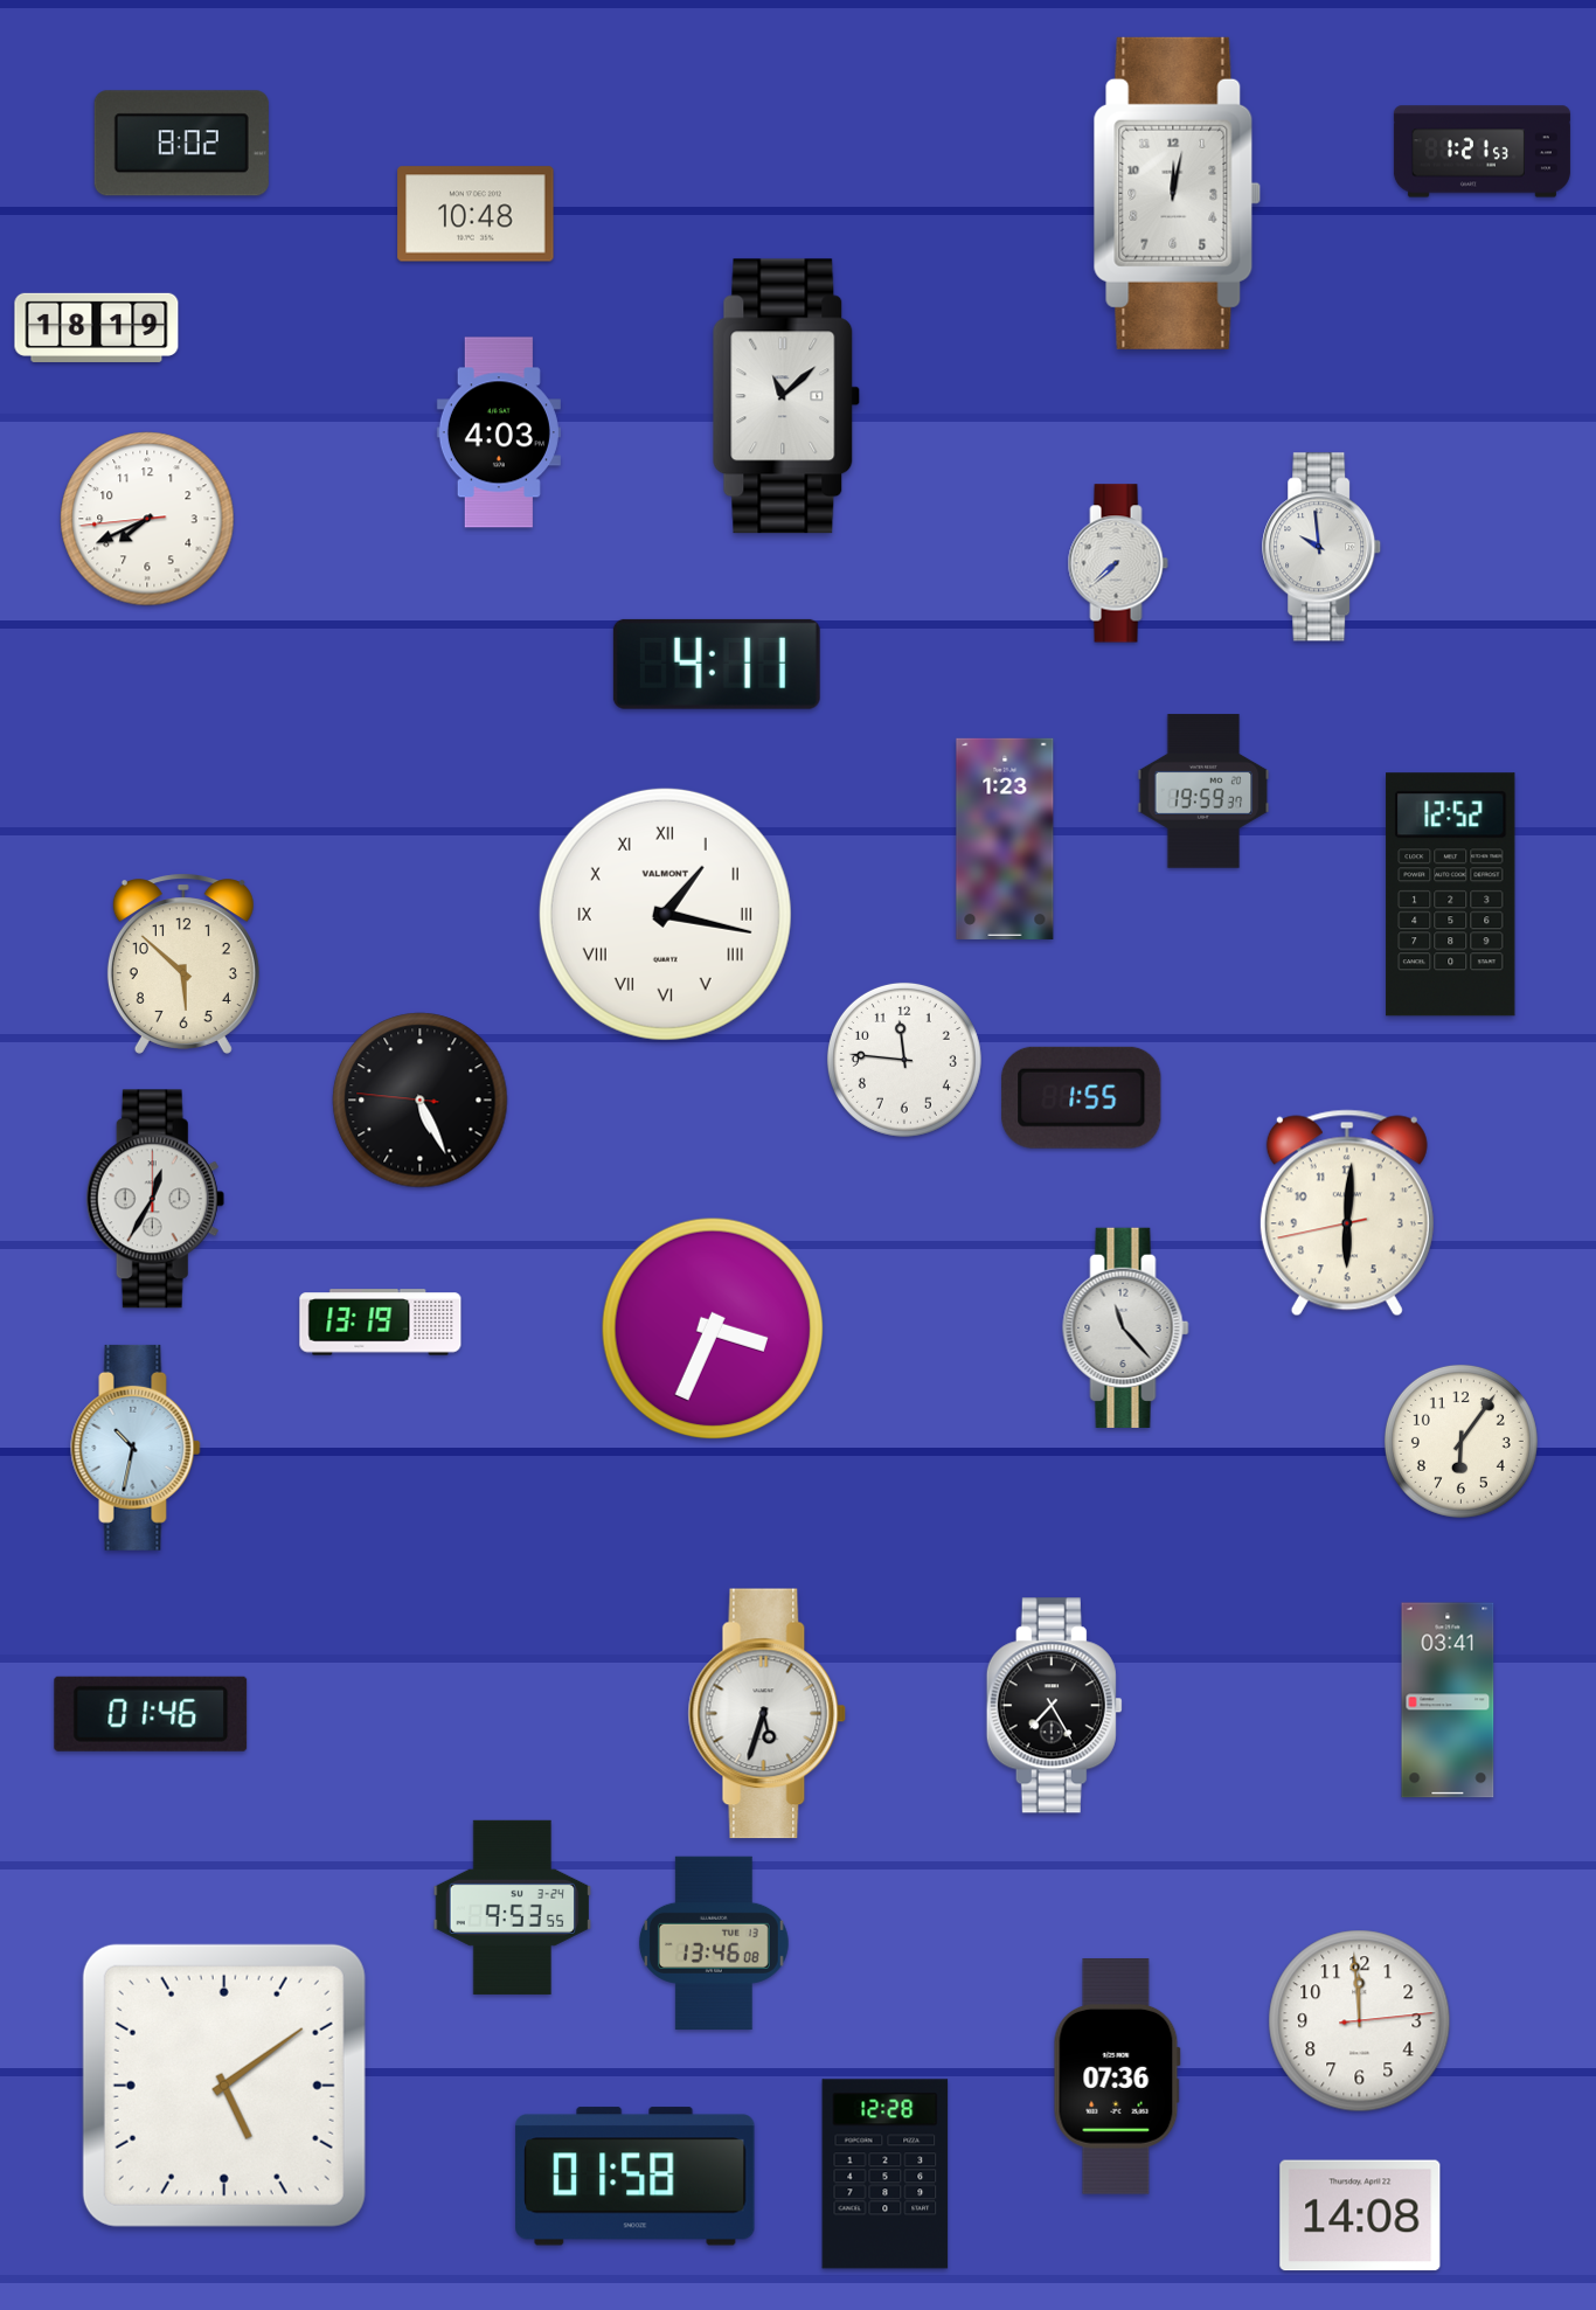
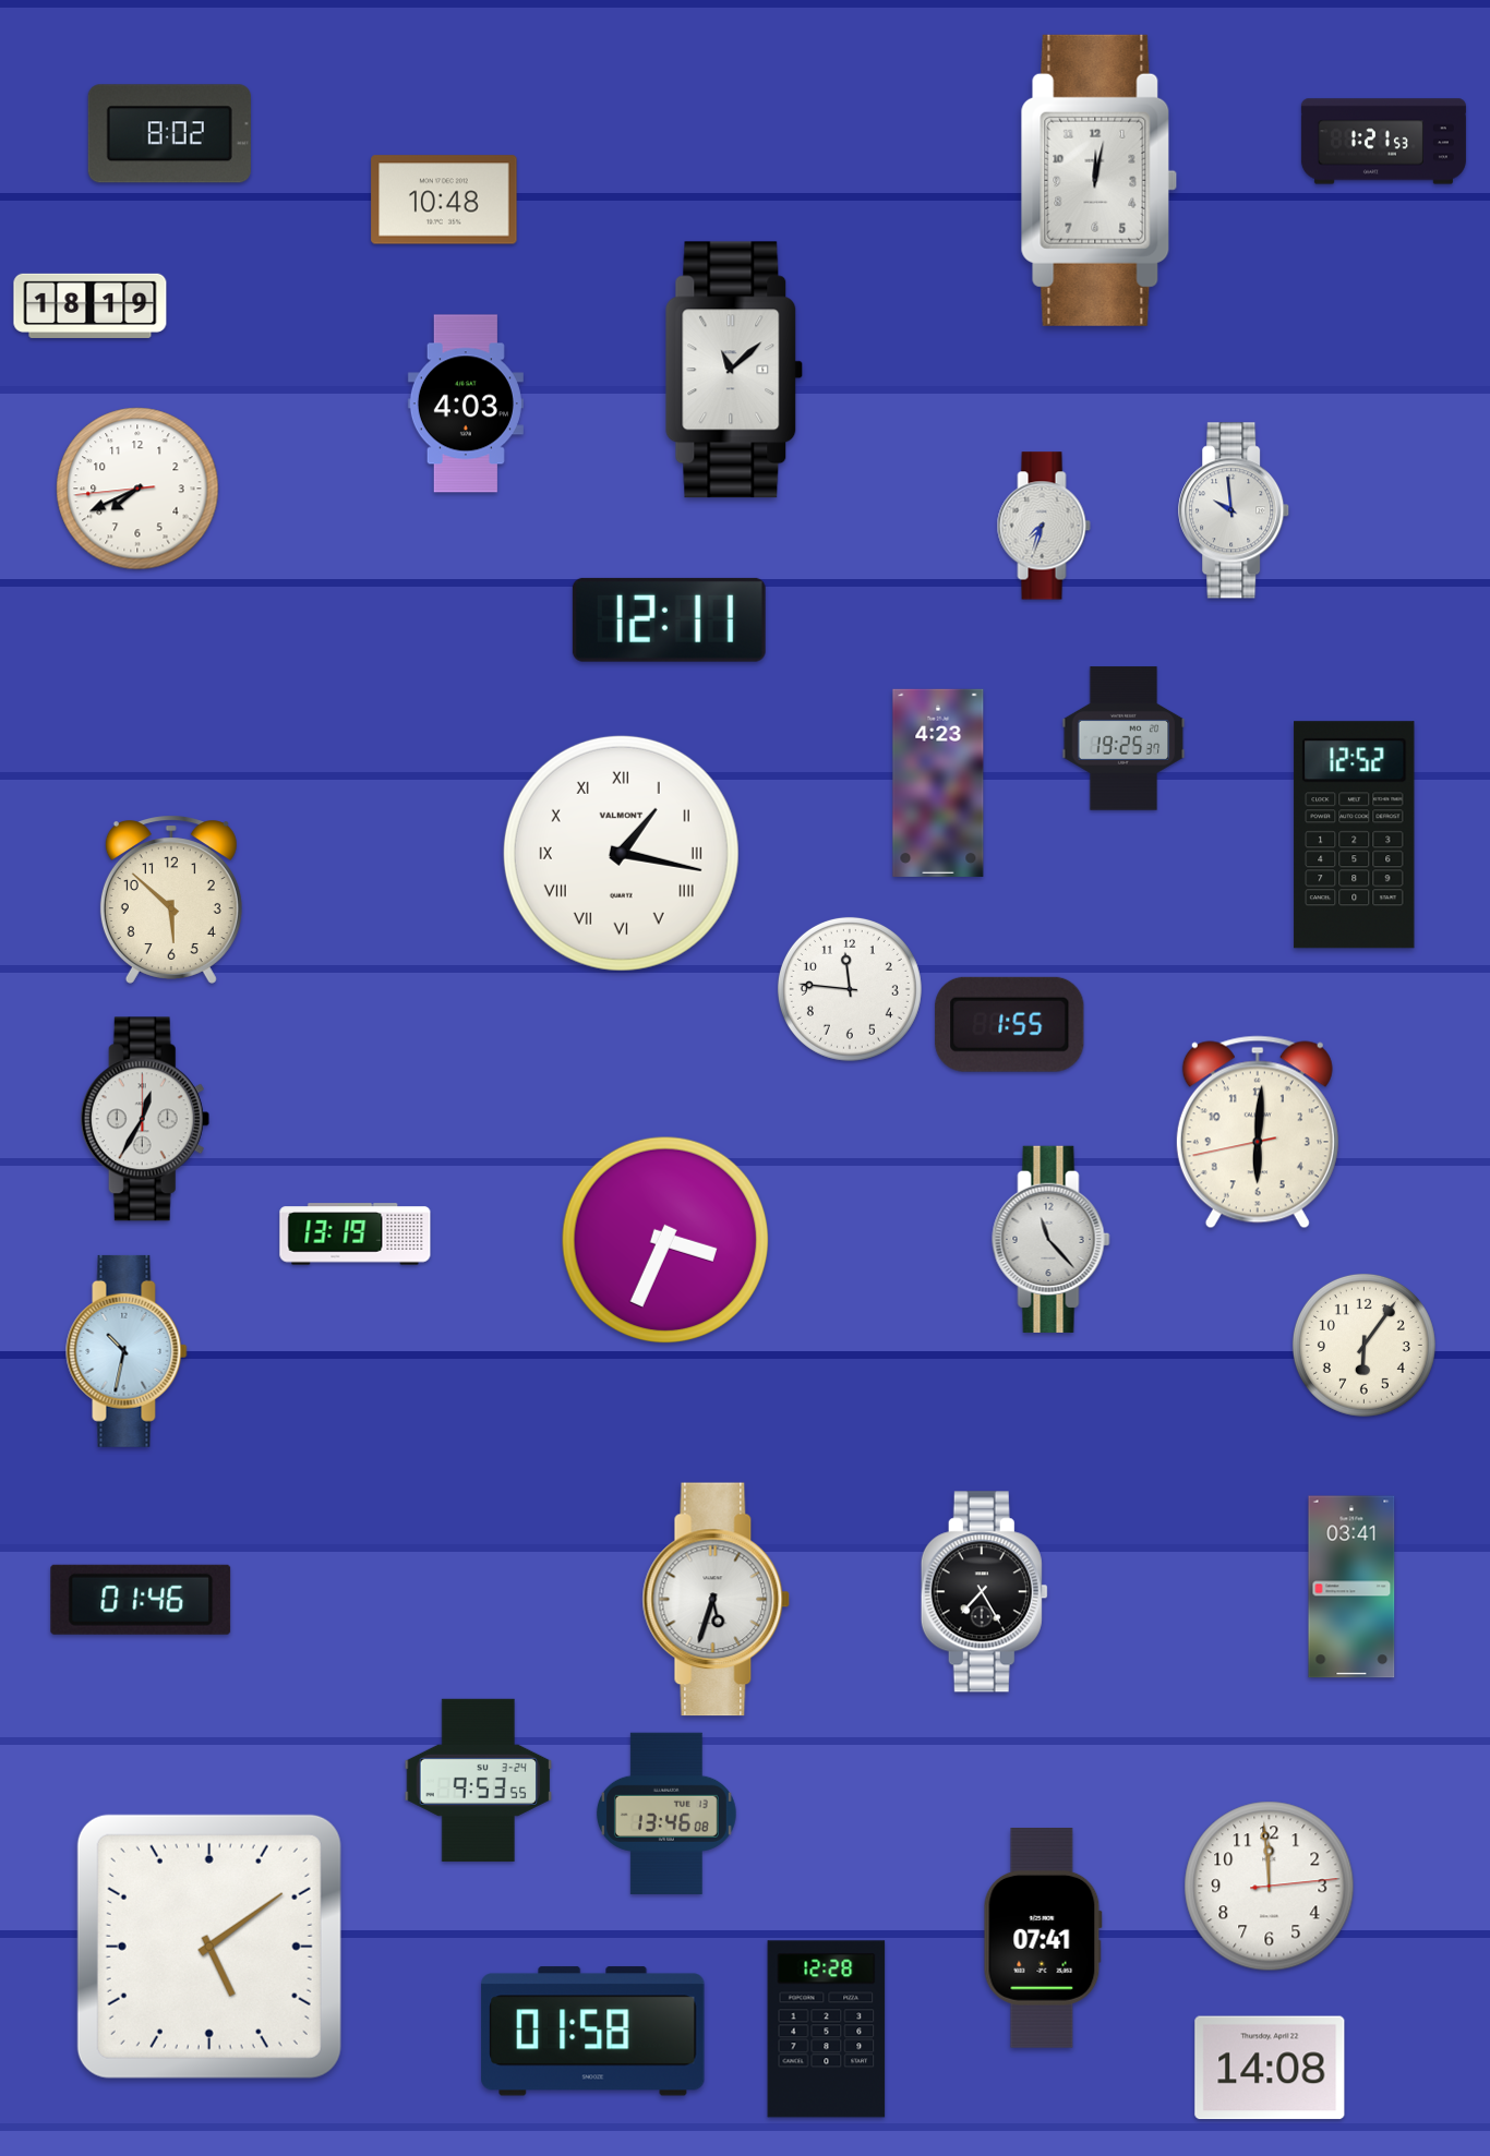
clock at (147, 519) position: (147, 519) -> (137, 489)
clock at (1118, 563): 7:38 -> 7:33
clock at (716, 664): 4:11 -> 12:11
clock at (1203, 791): 19:59 -> 19:25
clock at (1005, 839): 1:23 -> 4:23
clock at (904, 1060) position: (904, 1060) -> (850, 989)
clock at (421, 1101): 5:25 -> none
clock at (1117, 2077): 07:36 -> 07:41
